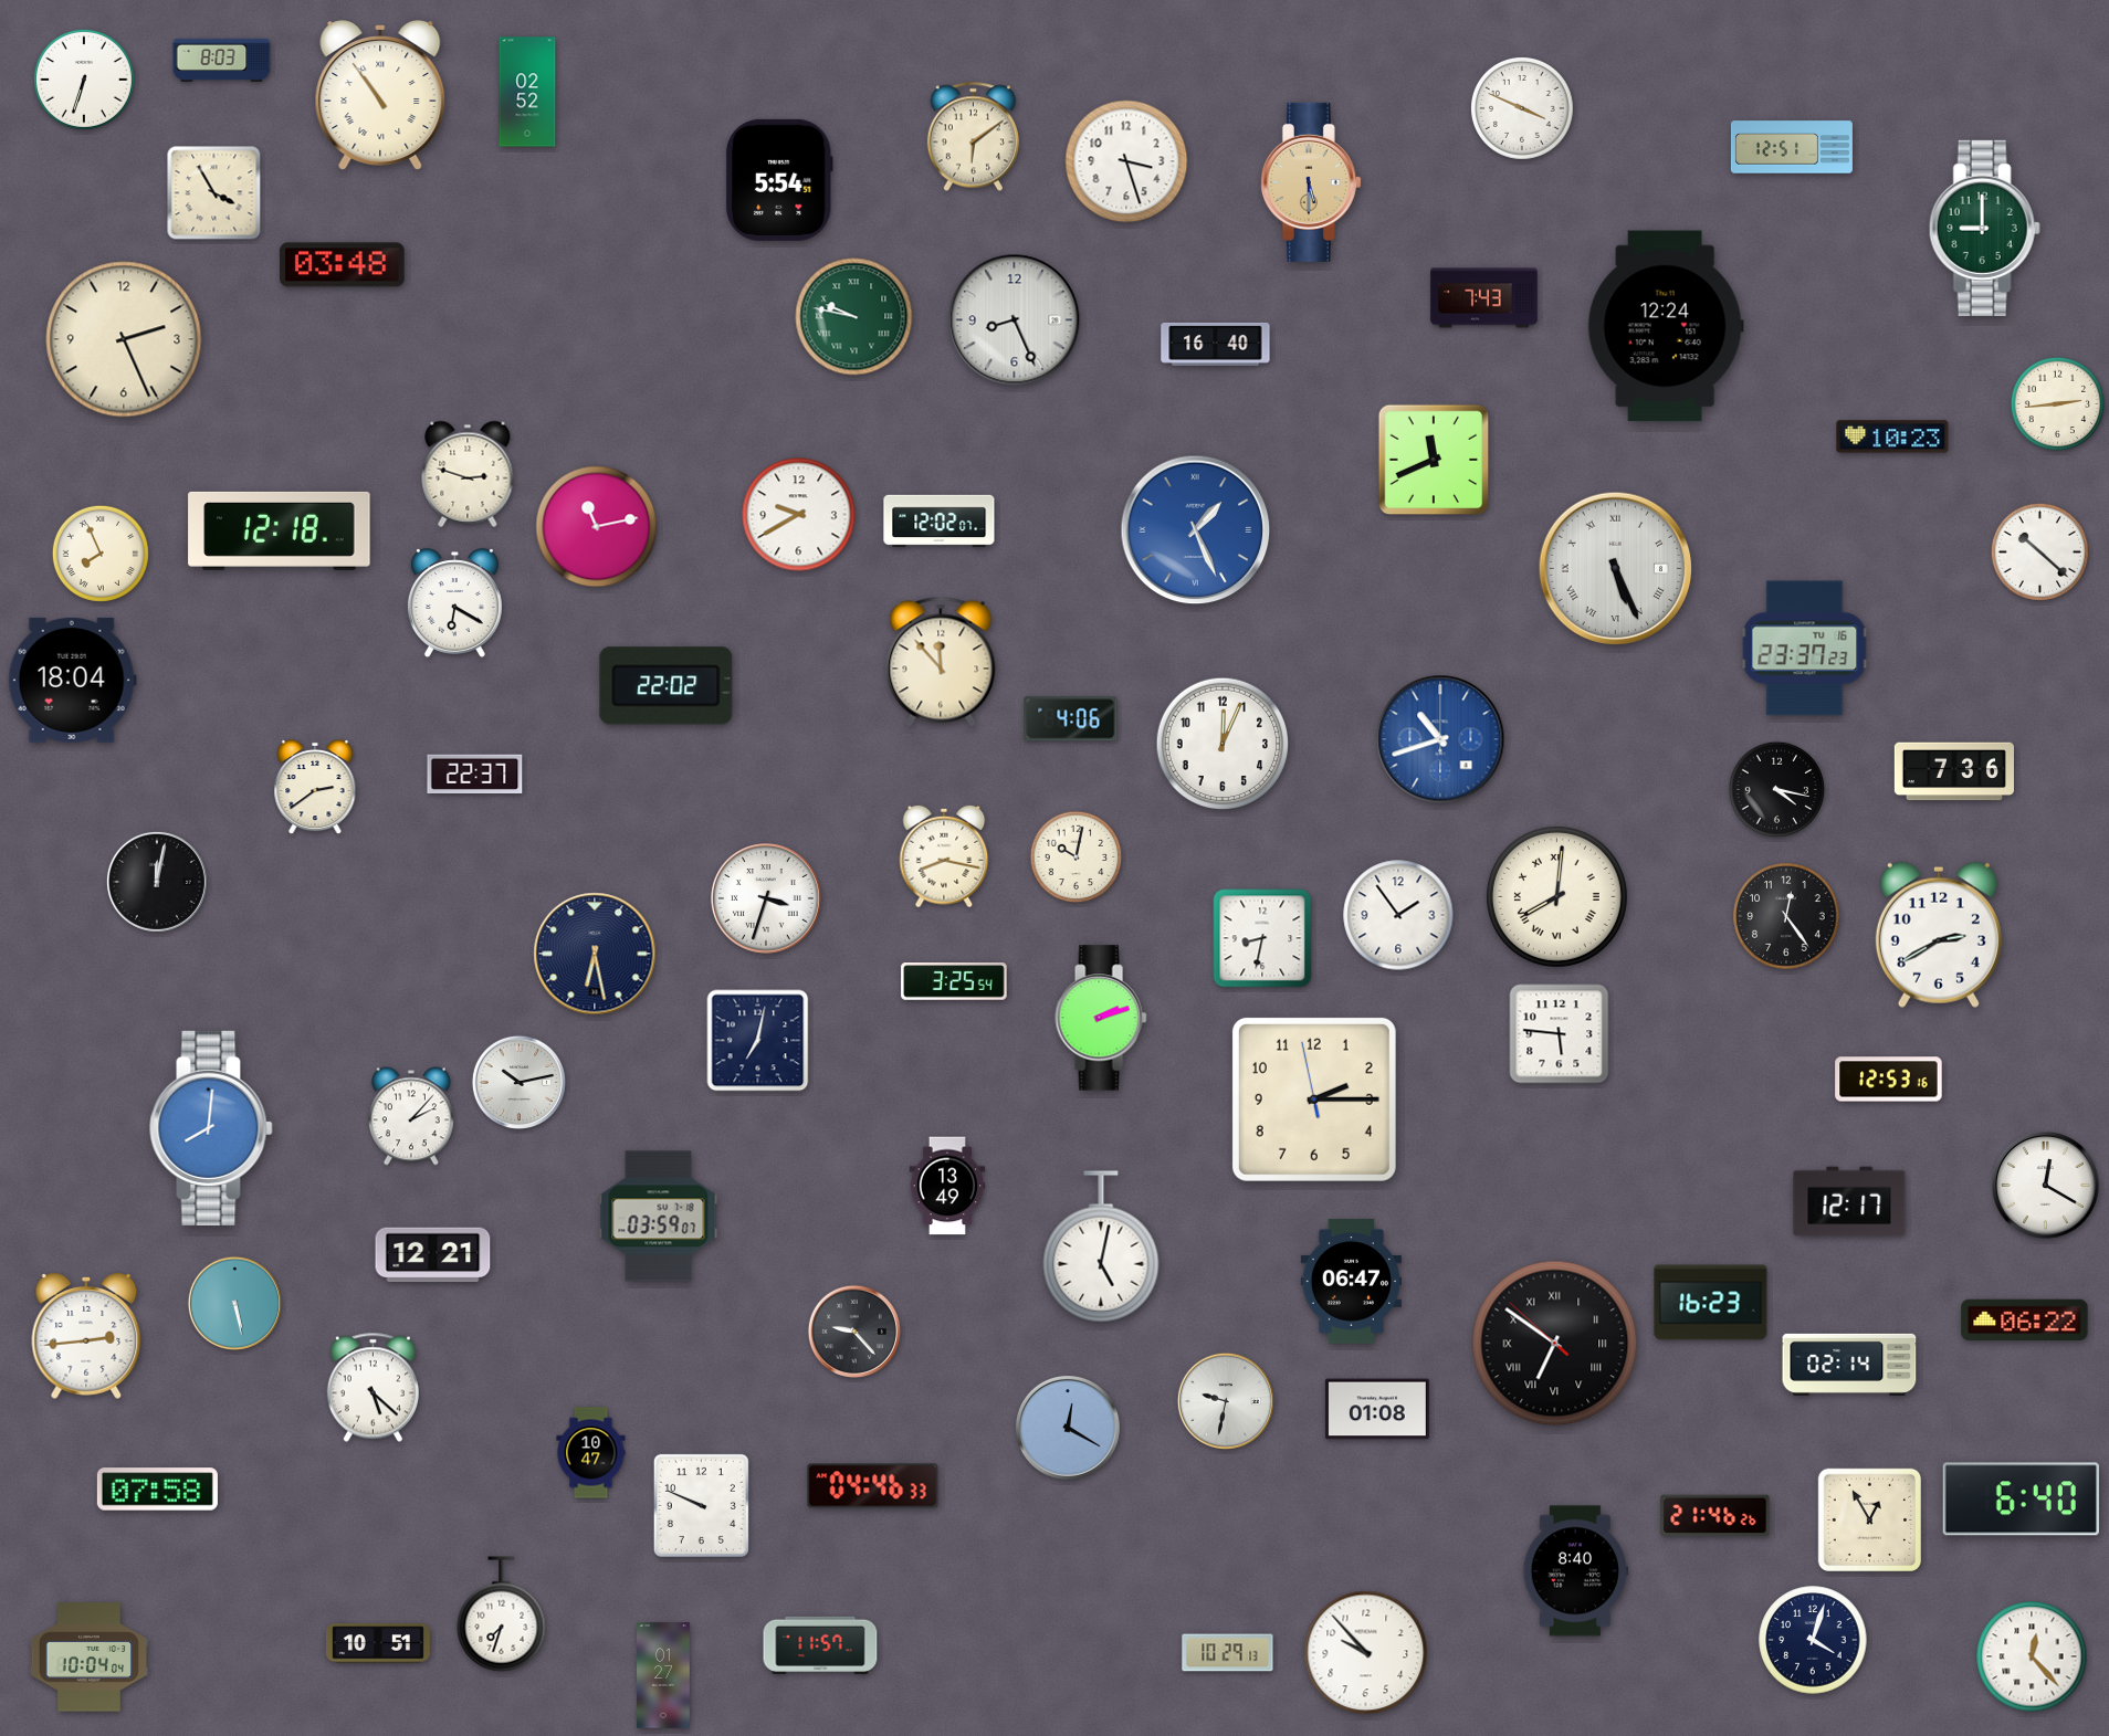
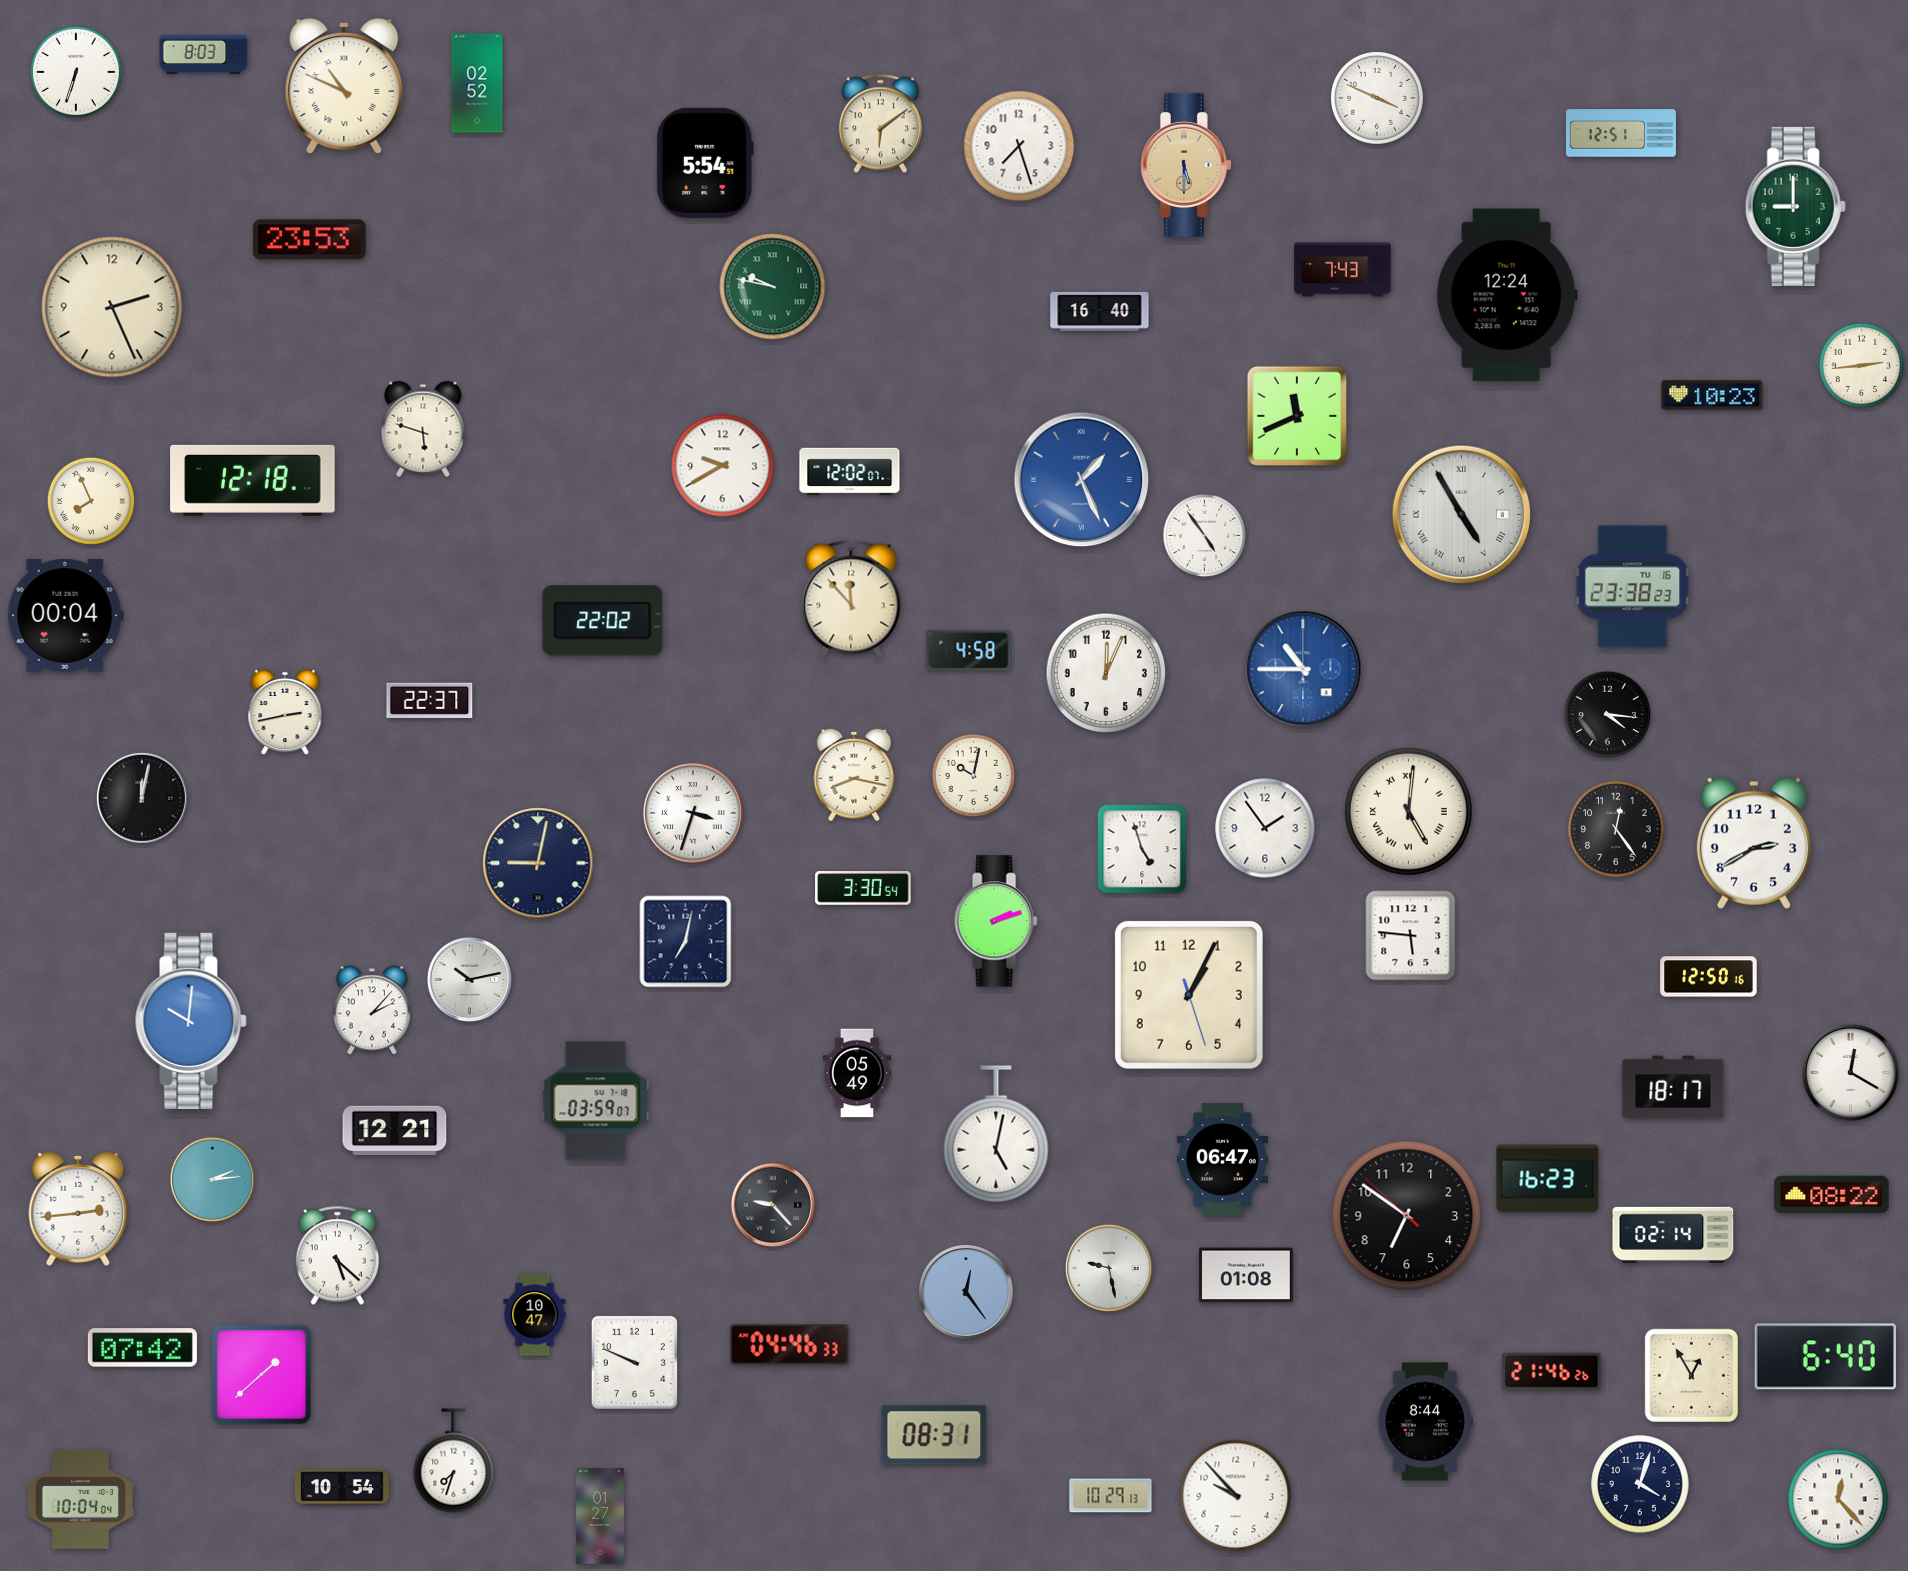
clock at (222, 60) position: (222, 60) -> (204, 54)
clock at (380, 95): 10:54 -> 10:49
clock at (1126, 161): 3:27 -> 7:27
clock at (214, 193): 3:55 -> none
clock at (343, 265): 03:48 -> 23:53
clock at (1015, 320): 8:26 -> none
clock at (468, 474): 2:48 -> 5:48
clock at (597, 527): 11:13 -> none
clock at (2039, 551): 10:22 -> none
clock at (1616, 569): 5:26 -> 4:55
clock at (1205, 536): none -> 4:54
clock at (454, 603): 6:20 -> none
clock at (1805, 649): 23:37 -> 23:38
clock at (72, 680): 18:04 -> 00:04
clock at (1071, 719): 4:06 -> 4:58
clock at (1440, 739): 10:42 -> 10:45
clock at (1953, 771): 7:36 -> none
clock at (315, 787): 2:39 -> 2:43
clock at (1776, 789): 4:17 -> 4:16
clock at (1556, 896): 8:01 -> 5:01
clock at (1939, 935) position: (1939, 935) -> (1754, 843)
clock at (1262, 938): 8:32 -> 4:57
clock at (595, 954): 6:28 -> 9:02
clock at (954, 981): 3:25 -> 3:30
clock at (1889, 1080): 12:53 -> 12:50
clock at (1314, 1100): 2:14 -> 1:04
clock at (211, 1128): 8:01 -> 10:01
clock at (947, 1186): 13:49 -> 05:49
clock at (1849, 1201): 12:17 -> 18:17
clock at (1101, 1246) position: (1101, 1246) -> (996, 1134)
clock at (433, 1255) position: (433, 1255) -> (395, 1131)
clock at (234, 1303): 5:28 -> 2:14
clock at (2025, 1321): 06:22 -> 08:22
clock at (1555, 1344) numerals: Roman -> Arabic
clock at (1226, 1401): 9:32 -> 9:28
clock at (1068, 1428): 12:20 -> 12:24
clock at (157, 1490): 07:58 -> 07:42
clock at (2021, 1500) position: (2021, 1500) -> (1825, 1357)
clock at (261, 1374): none -> 1:38
clock at (1575, 1571): 8:40 -> 8:44
clock at (934, 1435): none -> 08:31
clock at (378, 1643): 10:51 -> 10:54
clock at (820, 1645): 11:57 -> none
